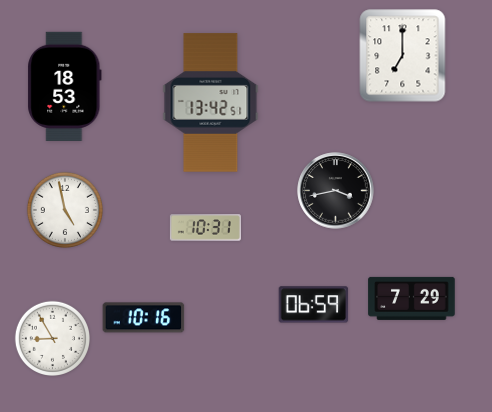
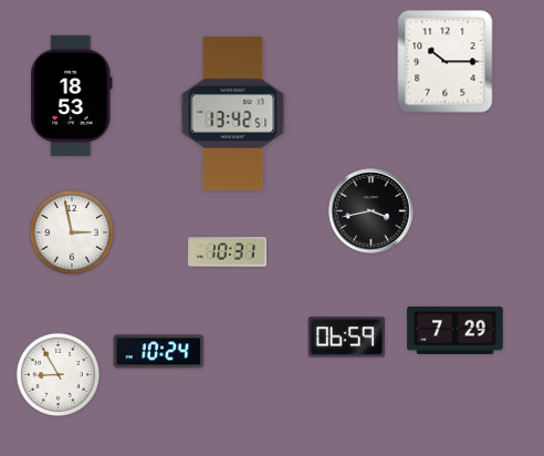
clock at (403, 56): 7:00 -> 10:15
clock at (65, 210): 4:58 -> 2:58
clock at (144, 318): 10:16 -> 10:24
